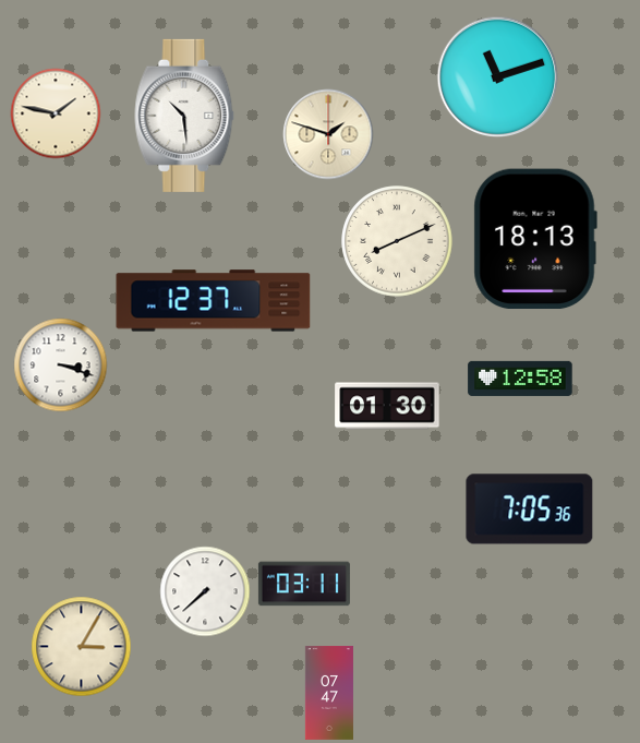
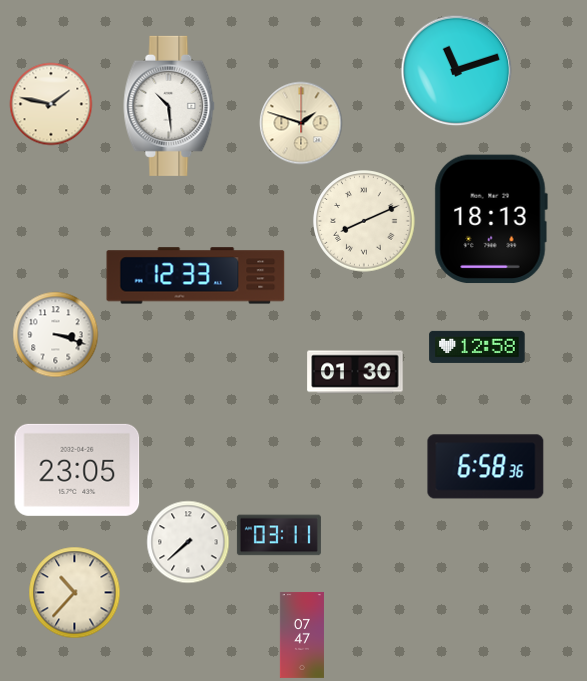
clock at (214, 301): 12:37 -> 12:33
clock at (530, 510): 7:05 -> 6:58
clock at (77, 470): none -> 23:05
clock at (81, 646): 3:05 -> 10:37
